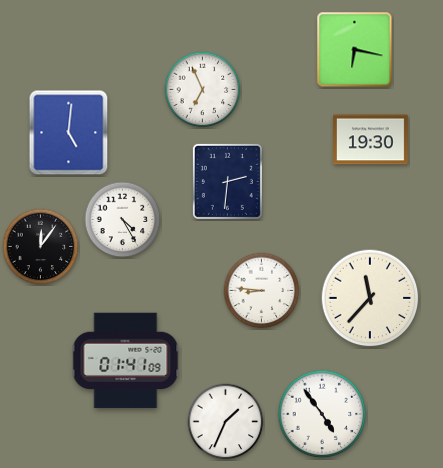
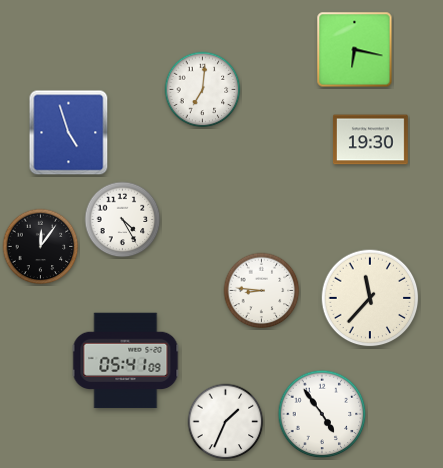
clock at (203, 90): 6:56 -> 7:01
clock at (69, 133): 5:01 -> 4:57
clock at (227, 181): 2:31 -> none
clock at (126, 361): 01:41 -> 05:41
